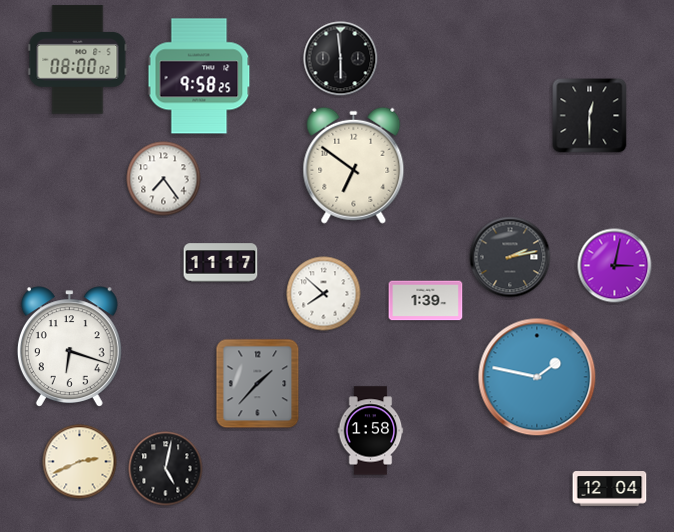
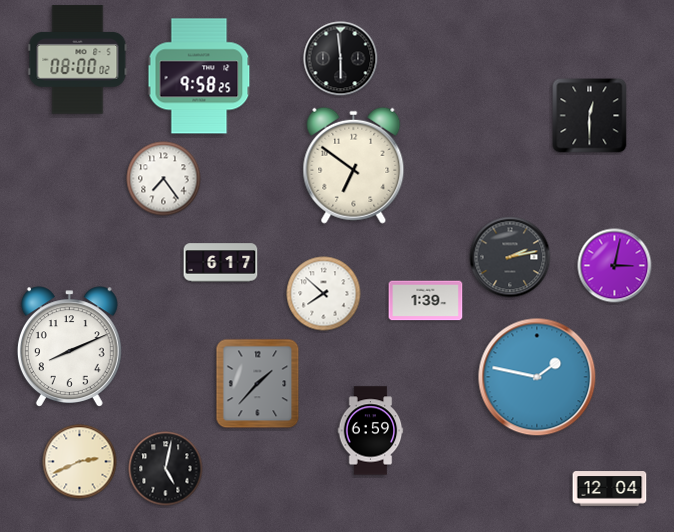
clock at (221, 263): 11:17 -> 6:17
clock at (69, 346): 6:18 -> 8:11
clock at (371, 431): 1:58 -> 6:59
